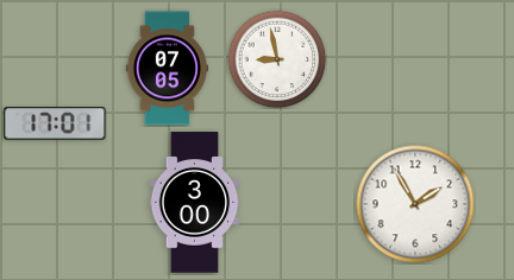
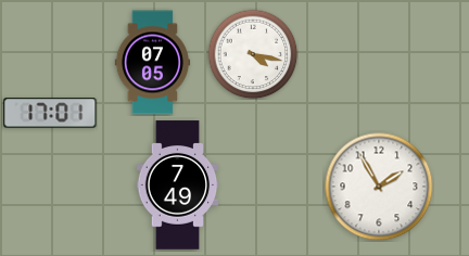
clock at (277, 59): 8:58 -> 4:17
clock at (195, 203): 3:00 -> 7:49
